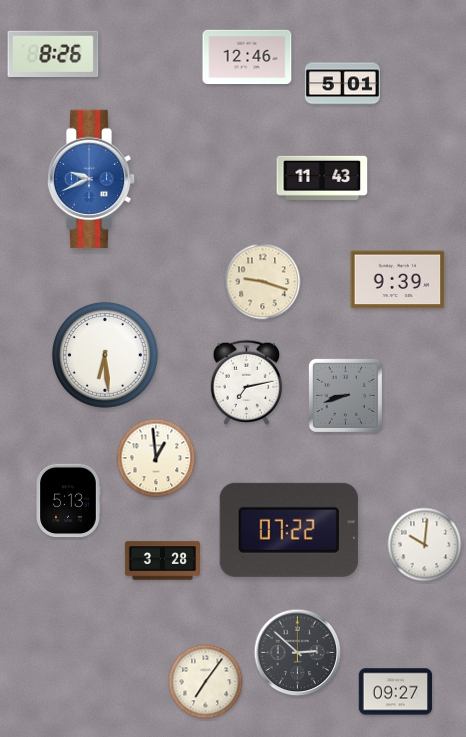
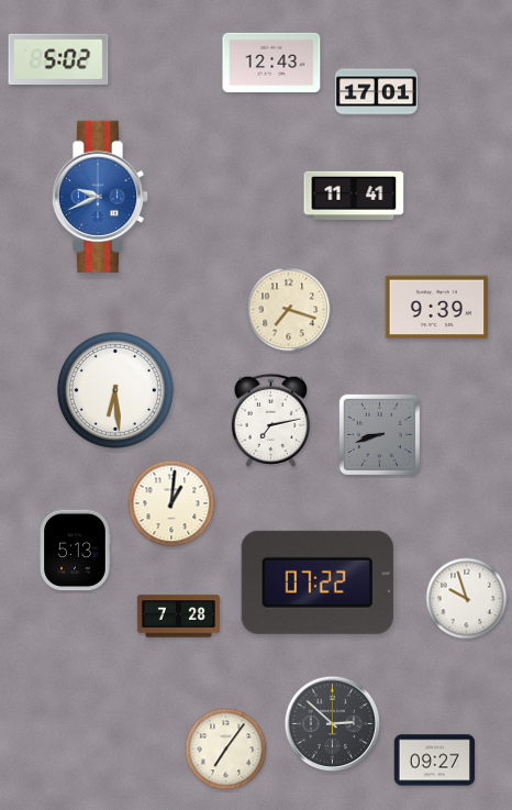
clock at (53, 53): 8:26 -> 5:02
clock at (247, 57): 12:46 -> 12:43
clock at (342, 84): 5:01 -> 17:01
clock at (322, 178): 11:43 -> 11:41
clock at (263, 282): 9:18 -> 7:18
clock at (156, 458): 12:59 -> 1:01
clock at (425, 545): 10:01 -> 9:57
clock at (162, 561): 3:28 -> 7:28
clock at (298, 653) position: (298, 653) -> (333, 724)
